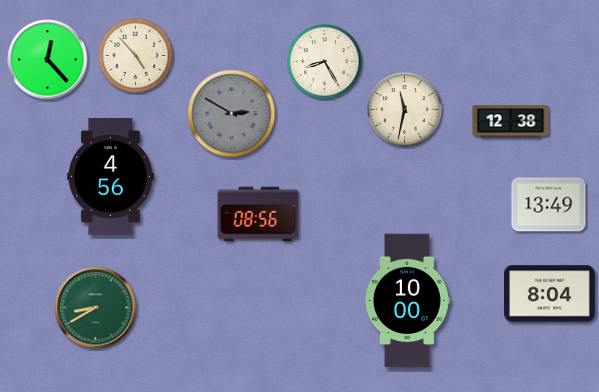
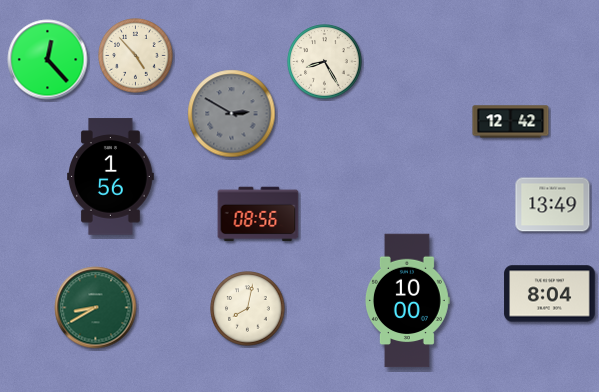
clock at (405, 110): 11:32 -> none
clock at (511, 122): 12:38 -> 12:42
clock at (111, 177): 4:56 -> 1:56
clock at (549, 205) position: (549, 205) -> (553, 205)
clock at (248, 309): none -> 8:02
